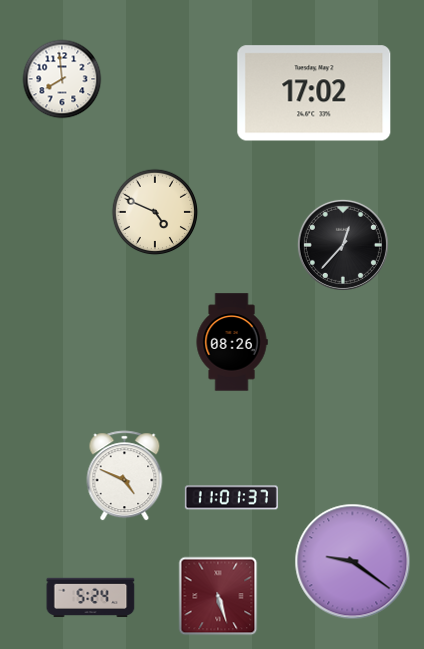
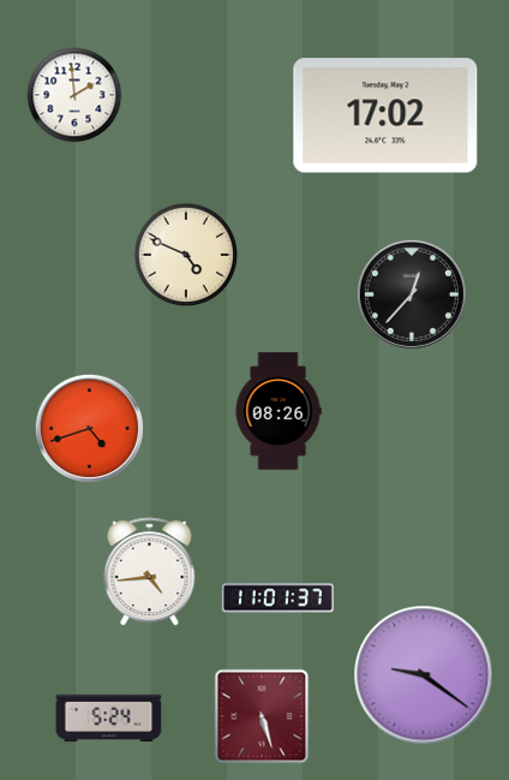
clock at (62, 79): 7:59 -> 1:59
clock at (314, 93) position: (314, 93) -> (385, 115)
clock at (89, 428): none -> 4:42
clock at (125, 476): 4:49 -> 4:44
